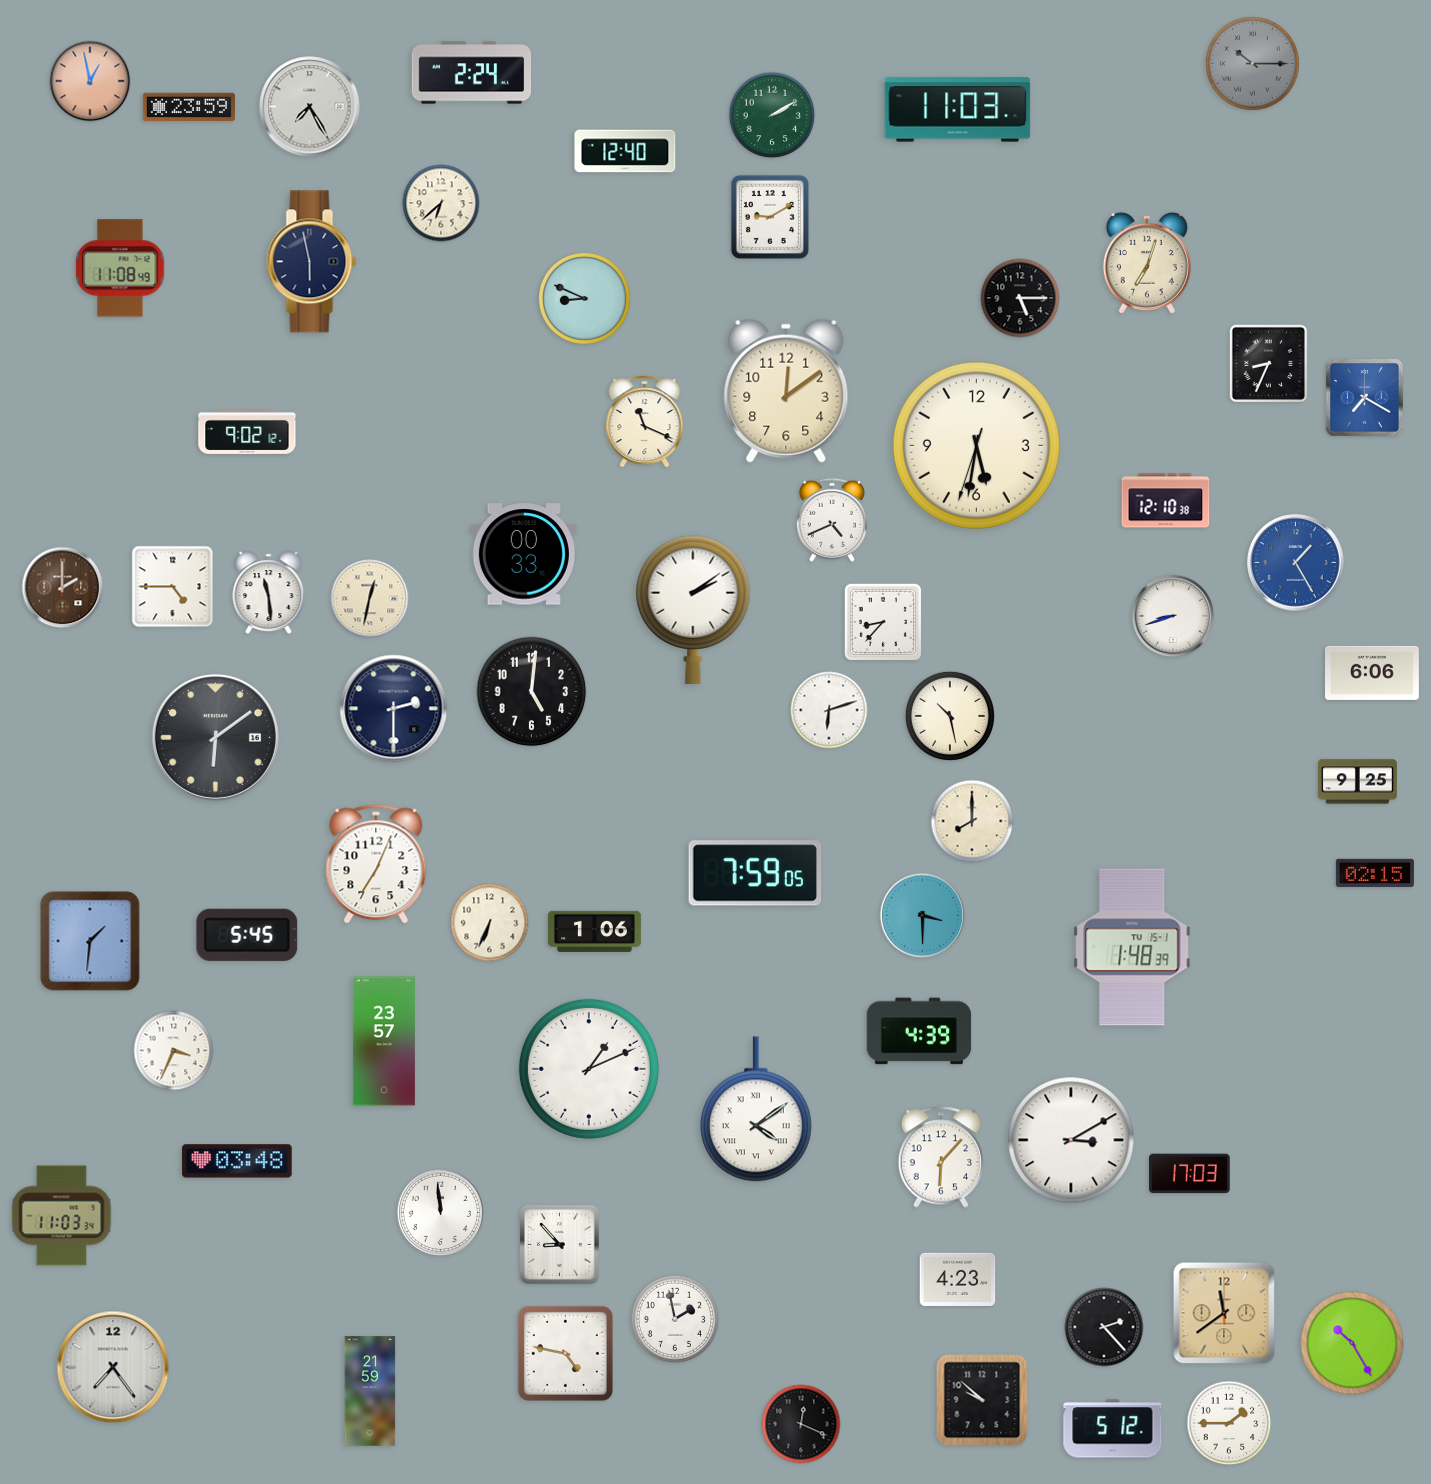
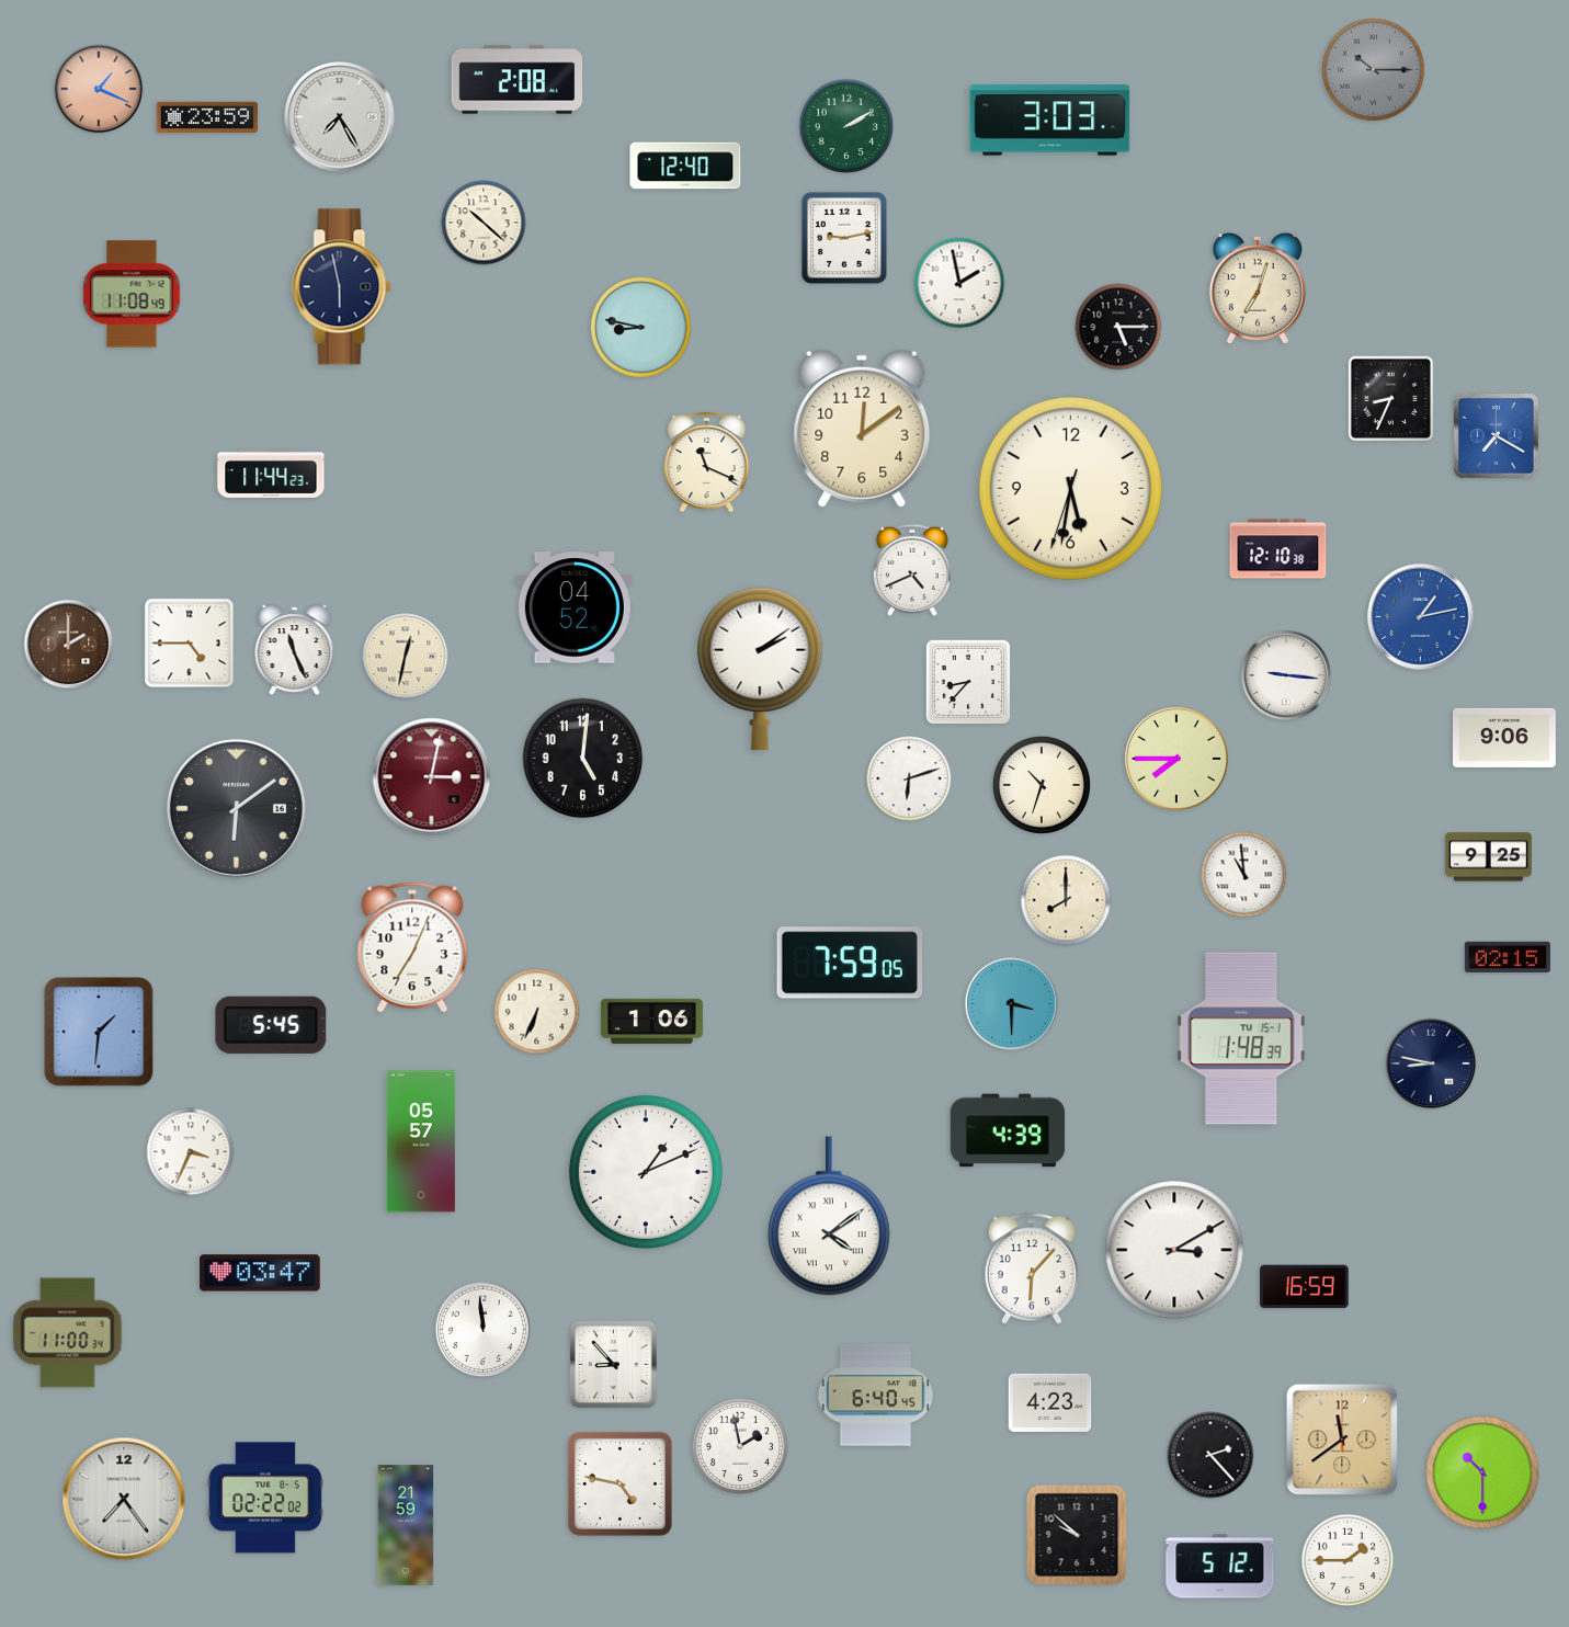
clock at (472, 73): 2:24 -> 2:08
clock at (90, 81): 12:58 -> 1:19
clock at (958, 110): 11:03 -> 3:03
clock at (441, 203): 6:38 -> 10:22
clock at (770, 217): 9:10 -> 9:13
clock at (959, 283): none -> 1:58
clock at (584, 298): 8:49 -> 8:47
clock at (247, 432): 9:02 -> 11:44
clock at (524, 554): 00:33 -> 04:52
clock at (1296, 563): 1:25 -> 1:13
clock at (269, 593): 11:29 -> 11:26
clock at (1173, 616): 8:42 -> 9:16
clock at (1373, 673): 6:06 -> 9:06
clock at (1178, 760): none -> 7:45
clock at (394, 709): 2:30 -> 3:02
clock at (394, 709) dial: navy -> burgundy
clock at (950, 716): 10:28 -> 10:33
clock at (1244, 875): none -> 10:59
clock at (755, 873) position: (755, 873) -> (850, 963)
clock at (1431, 1063): none -> 8:47
clock at (384, 1041): 23:57 -> 05:57
clock at (237, 1161): 03:48 -> 03:47
clock at (1190, 1174): 17:03 -> 16:59
clock at (62, 1216): 11:03 -> 11:00
clock at (876, 1396): none -> 6:40
clock at (1352, 1343): 10:25 -> 10:30
clock at (265, 1498): none -> 02:22
clock at (801, 1424): 12:19 -> none
